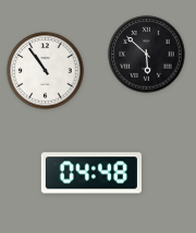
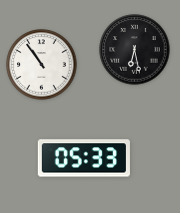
clock at (147, 55): 5:52 -> 6:28
clock at (91, 173): 04:48 -> 05:33
